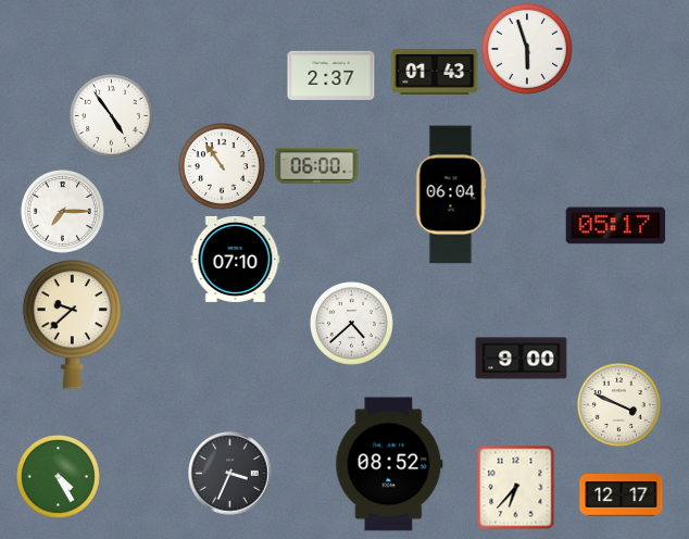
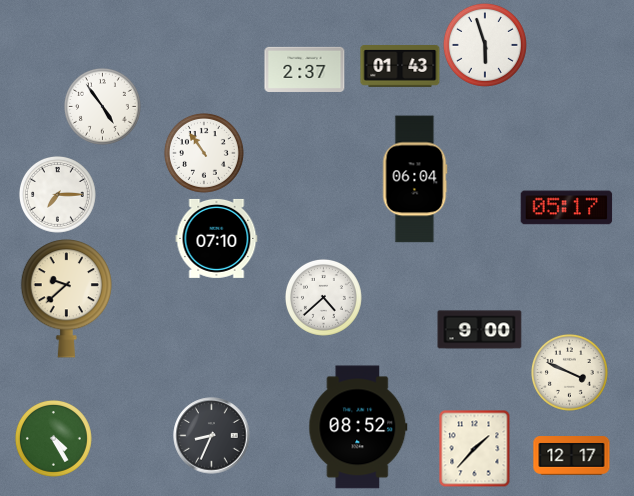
clock at (317, 166): 06:00 -> none
clock at (230, 474): 3:34 -> 8:34
clock at (516, 487): 6:37 -> 1:37
